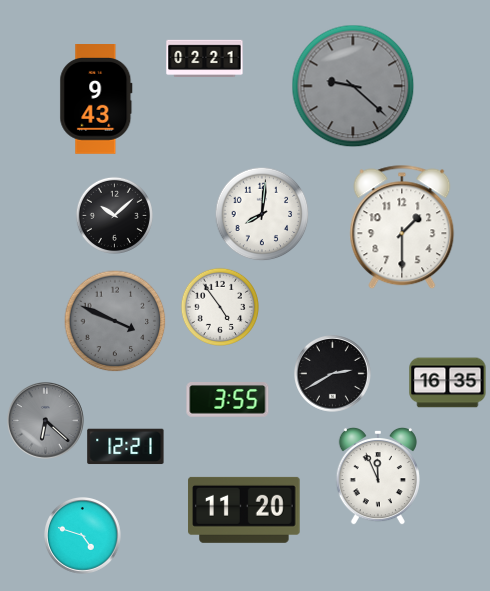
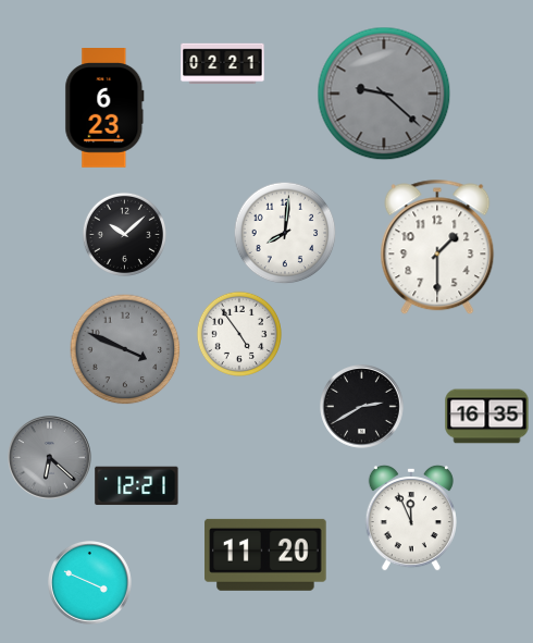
clock at (96, 100): 9:43 -> 6:23
clock at (228, 400): 3:55 -> none
clock at (83, 536): 4:48 -> 3:49
